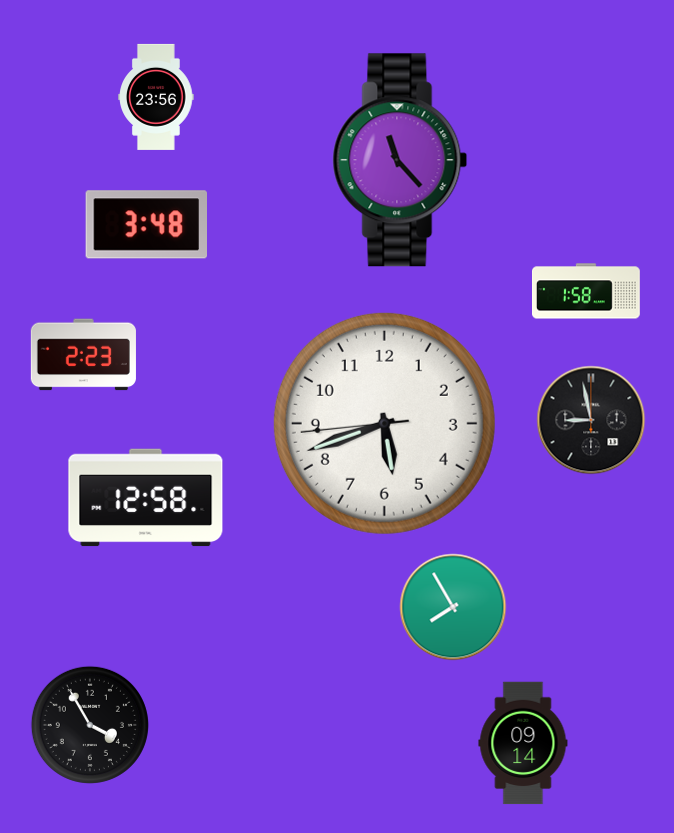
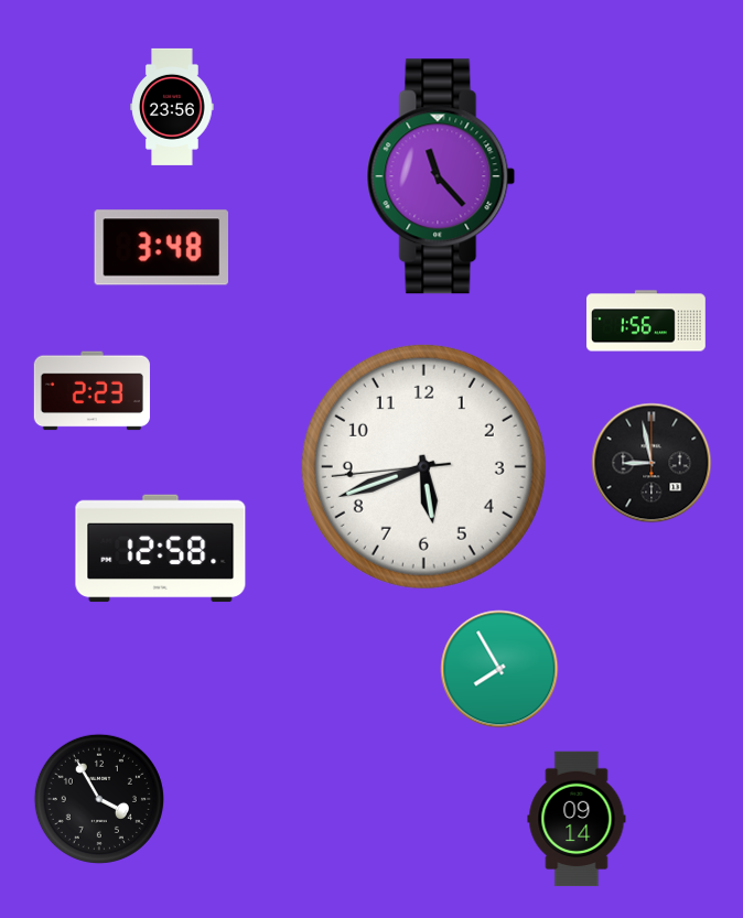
clock at (587, 291): 1:58 -> 1:56
